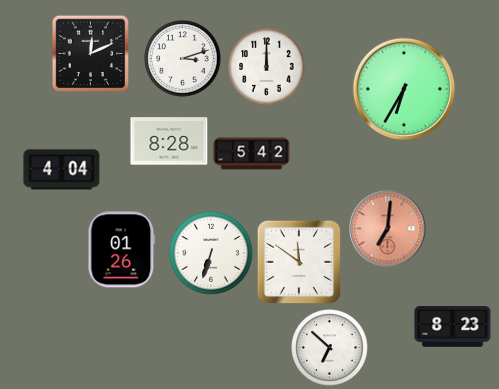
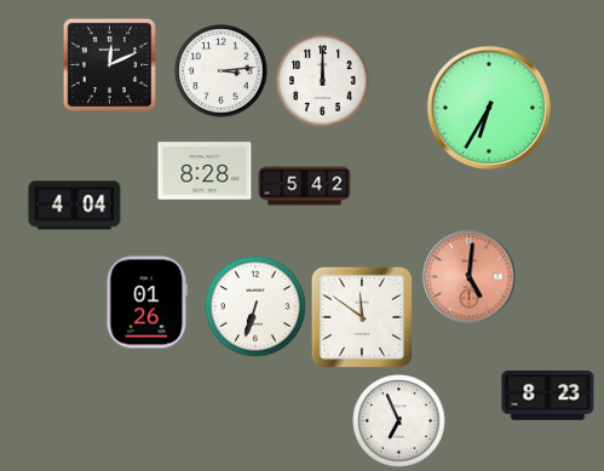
clock at (183, 59): 3:12 -> 3:14
clock at (388, 229): 7:01 -> 5:01
clock at (330, 348): 6:52 -> 6:56
